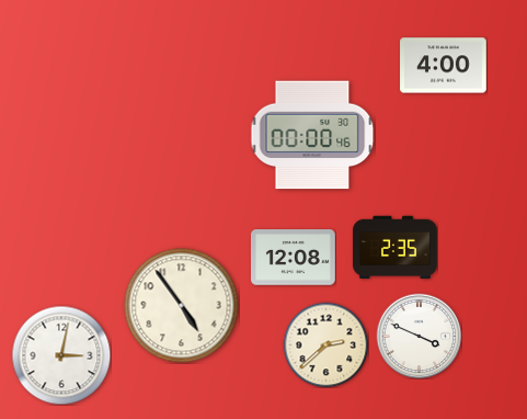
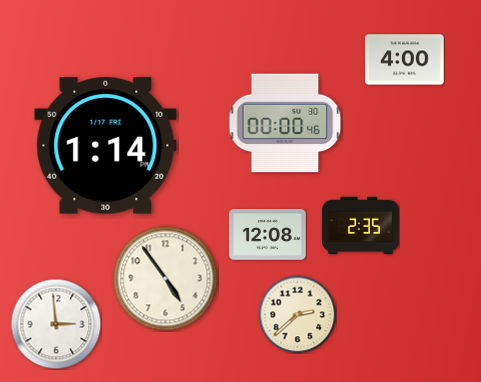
clock at (106, 146): none -> 1:14
clock at (419, 336): 3:49 -> none
clock at (61, 355): 3:02 -> 2:59
